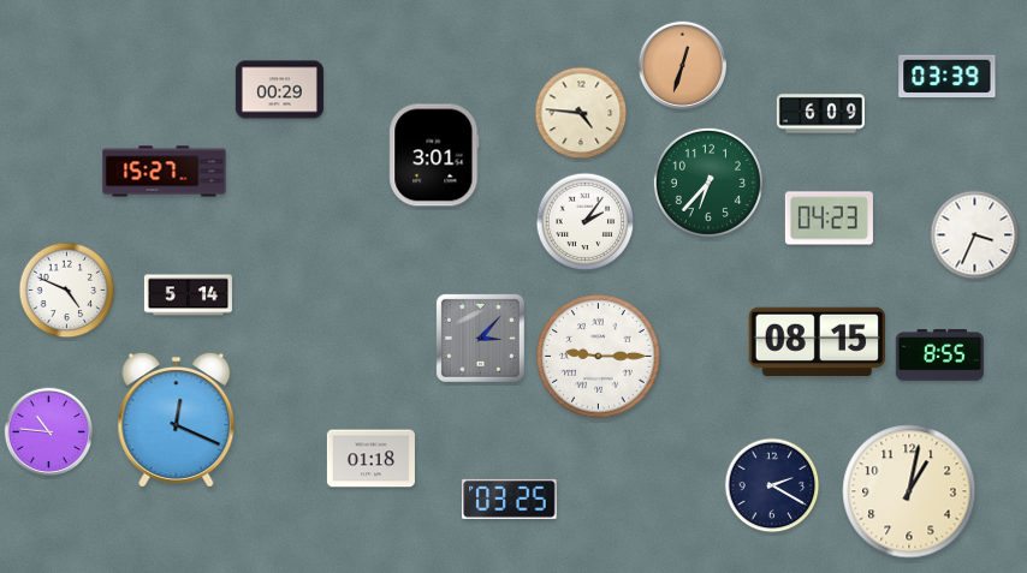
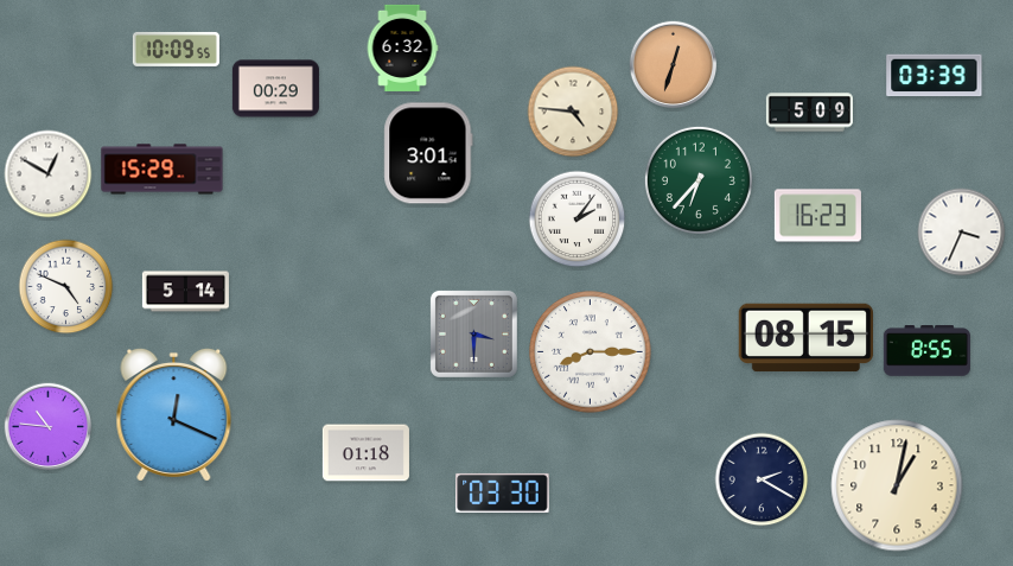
clock at (402, 47): none -> 6:32
clock at (176, 49): none -> 10:09
clock at (820, 114): 6:09 -> 5:09
clock at (165, 172): 15:27 -> 15:29
clock at (49, 174): none -> 12:50
clock at (829, 219): 04:23 -> 16:23
clock at (480, 338): 3:07 -> 3:30
clock at (599, 357): 9:15 -> 8:15
clock at (510, 499): 03:25 -> 03:30
